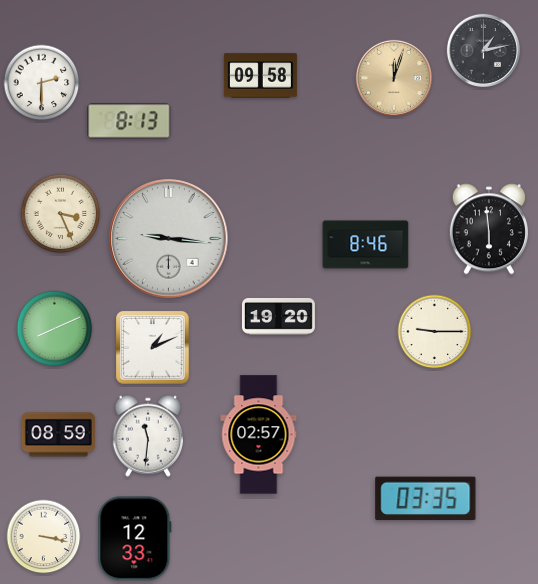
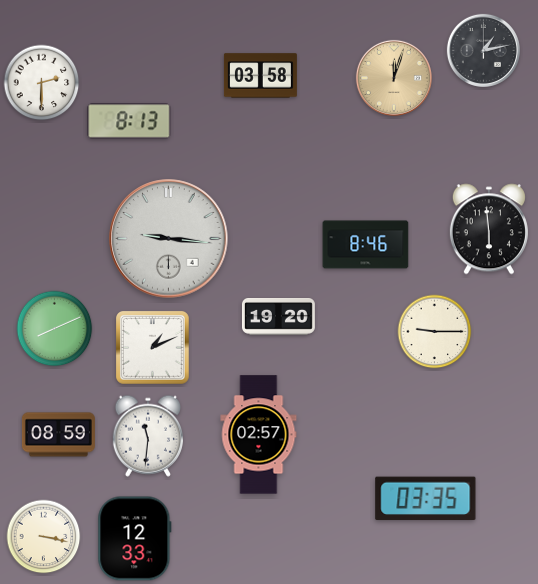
clock at (260, 76): 09:58 -> 03:58
clock at (61, 214): 3:26 -> none
